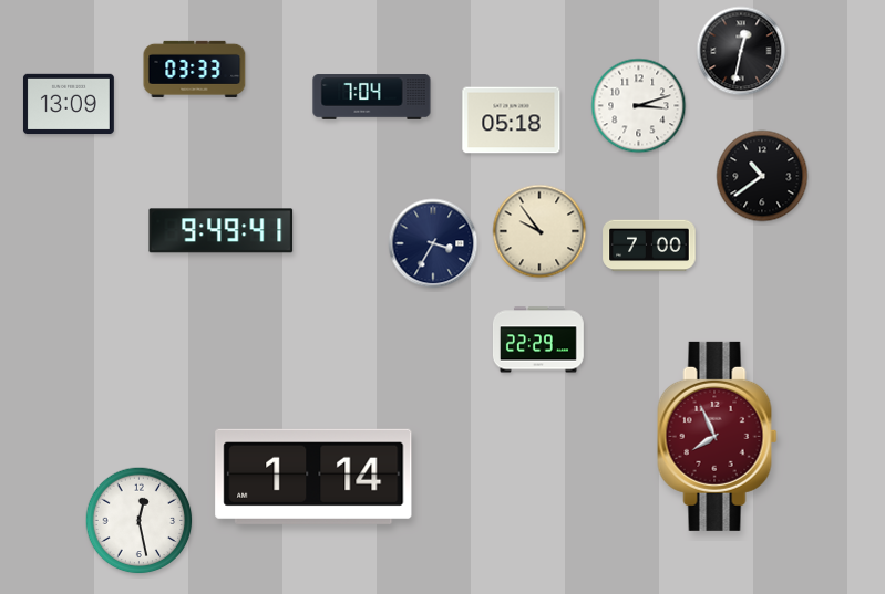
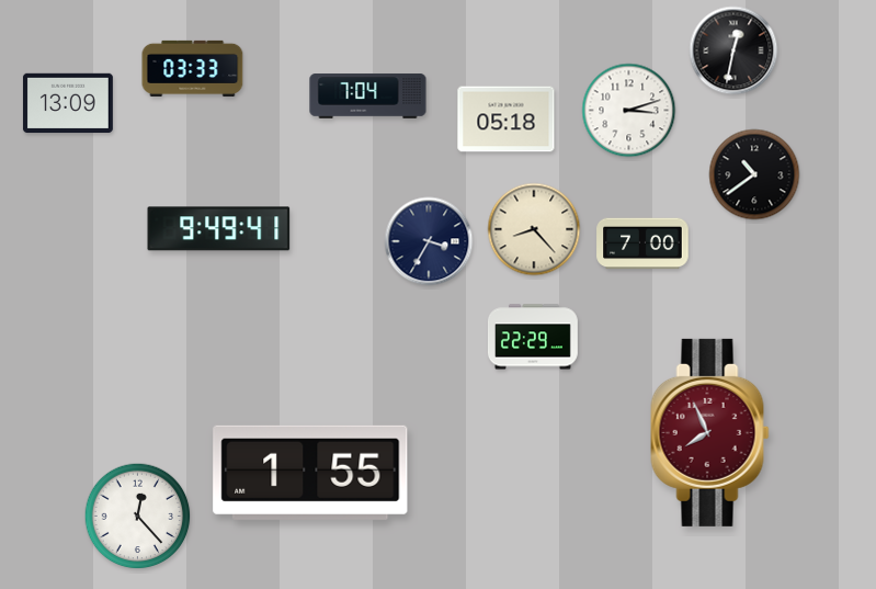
clock at (639, 106) position: (639, 106) -> (629, 111)
clock at (539, 231): 9:54 -> 8:23
clock at (313, 477): 1:14 -> 1:55
clock at (140, 521): 12:28 -> 12:23
